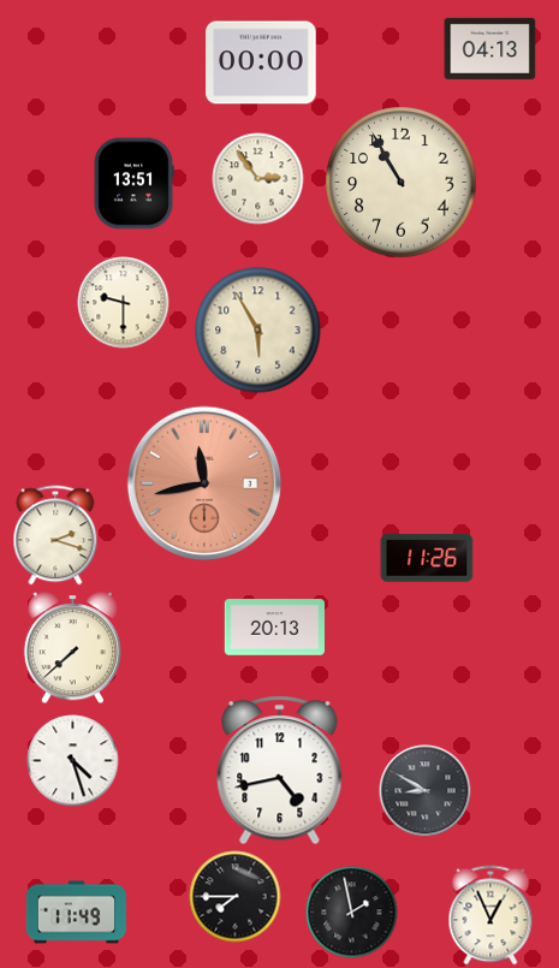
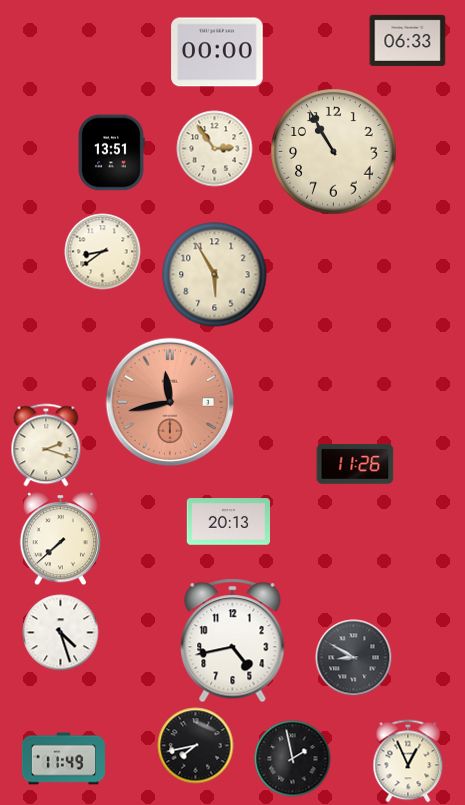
clock at (490, 48): 04:13 -> 06:33
clock at (124, 303): 9:30 -> 8:39
clock at (236, 897): 7:45 -> 7:43
